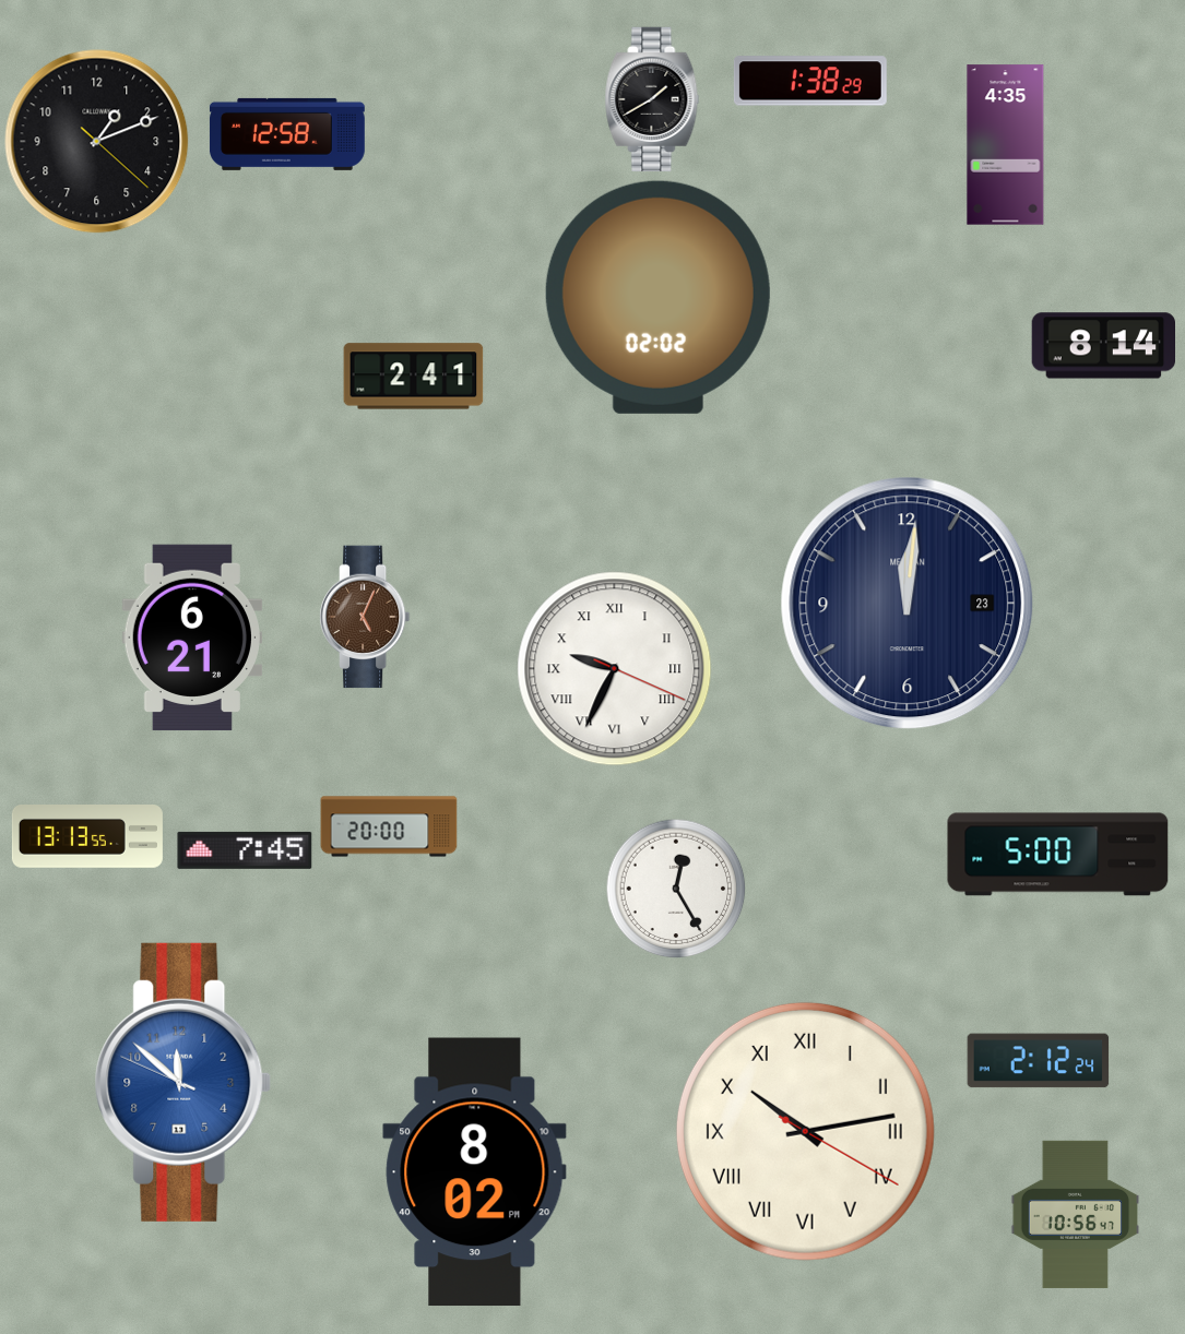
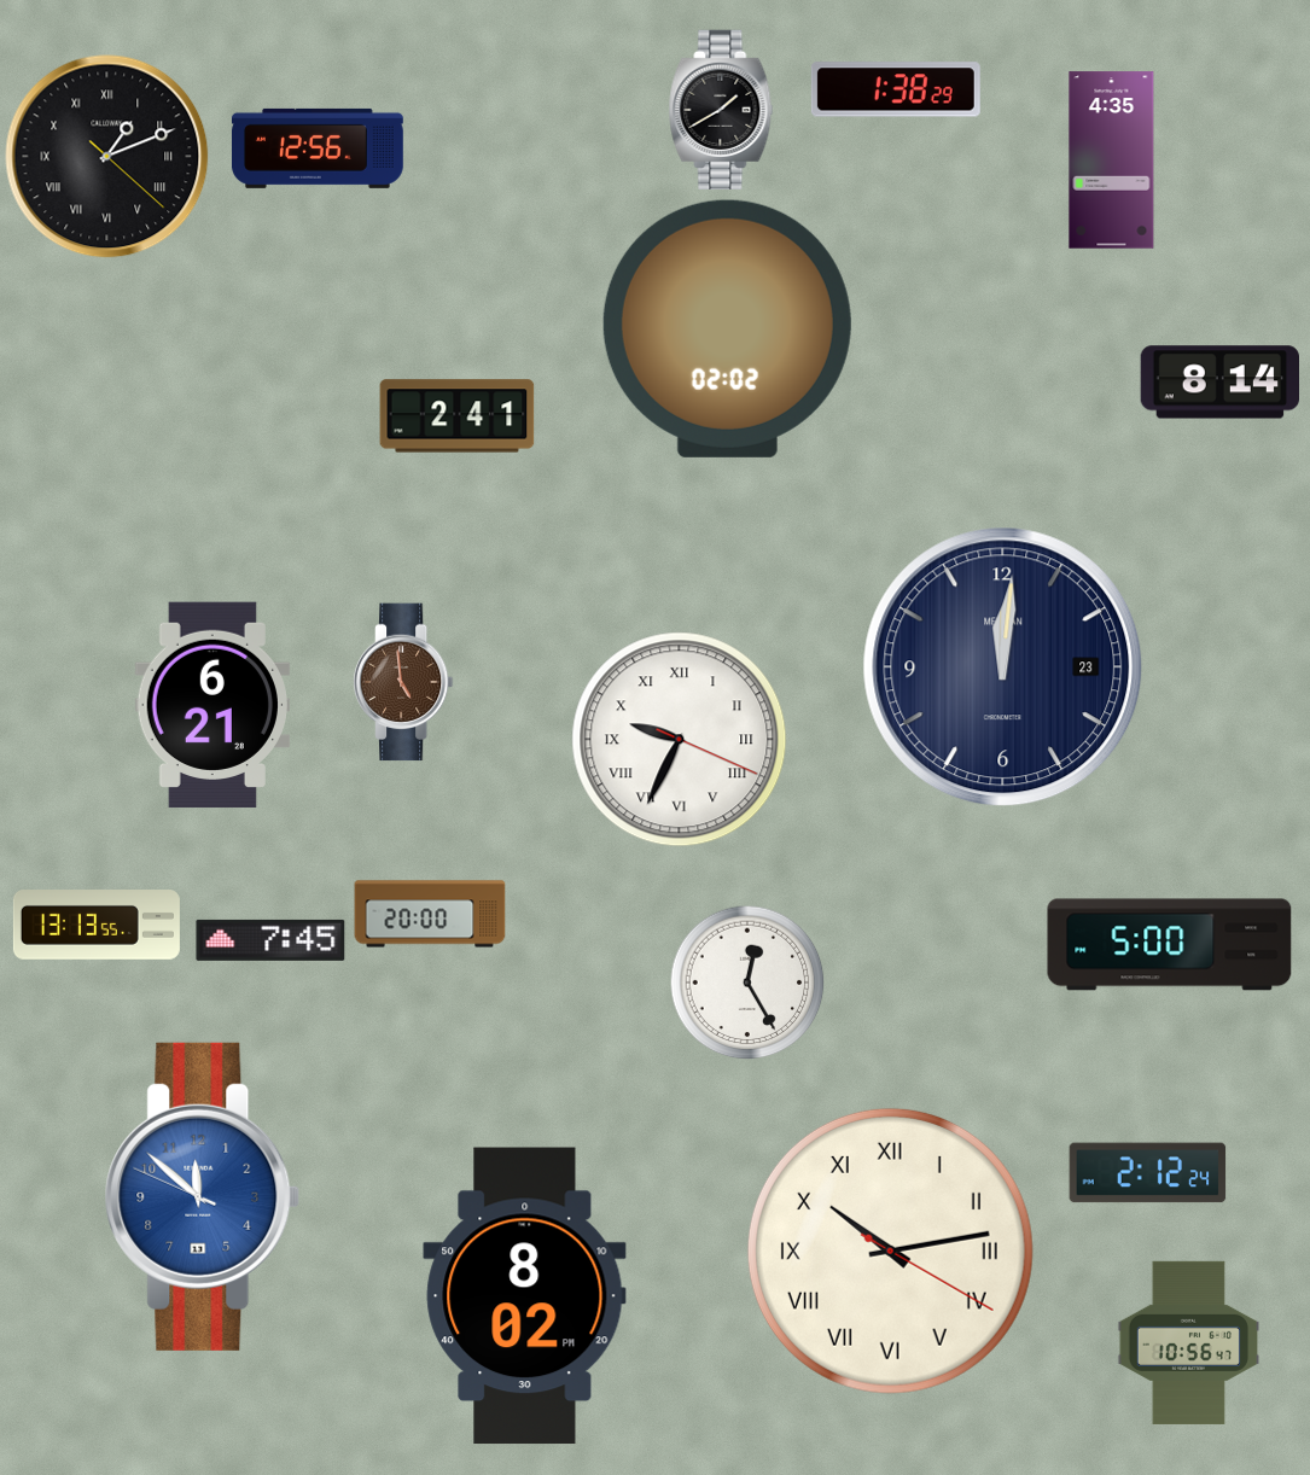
clock at (287, 134): 12:58 -> 12:56
clock at (97, 142) numerals: Arabic -> Roman
clock at (365, 617): 5:04 -> 4:59
